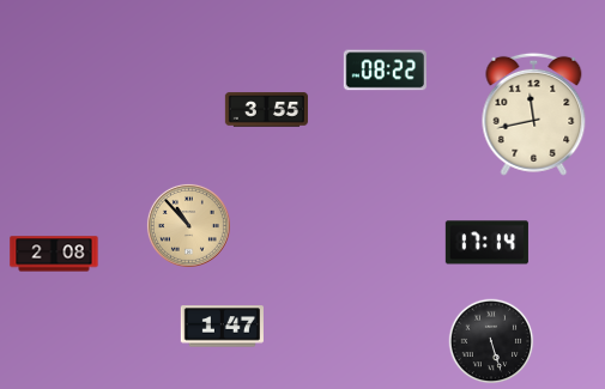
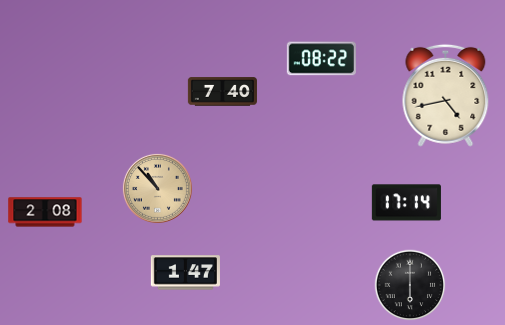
clock at (266, 110): 3:55 -> 7:40
clock at (534, 114): 11:43 -> 4:43
clock at (491, 341): 5:27 -> 6:00
